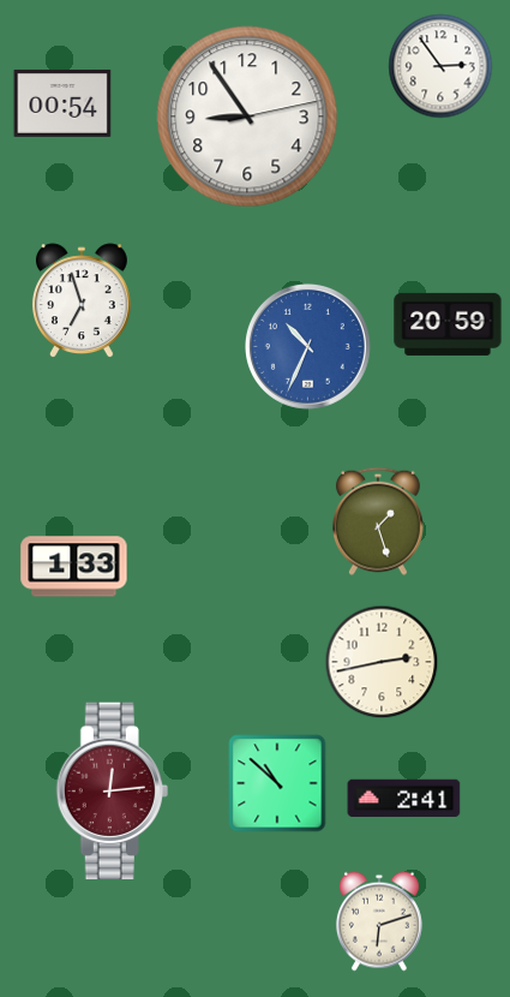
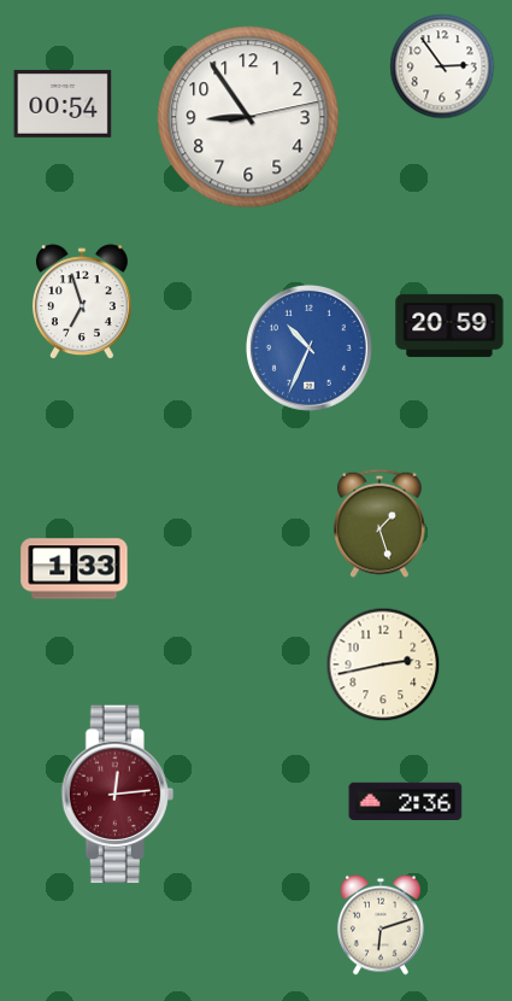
clock at (277, 783): 10:52 -> none
clock at (112, 792) position: (112, 792) -> (117, 795)
clock at (404, 798): 2:41 -> 2:36
